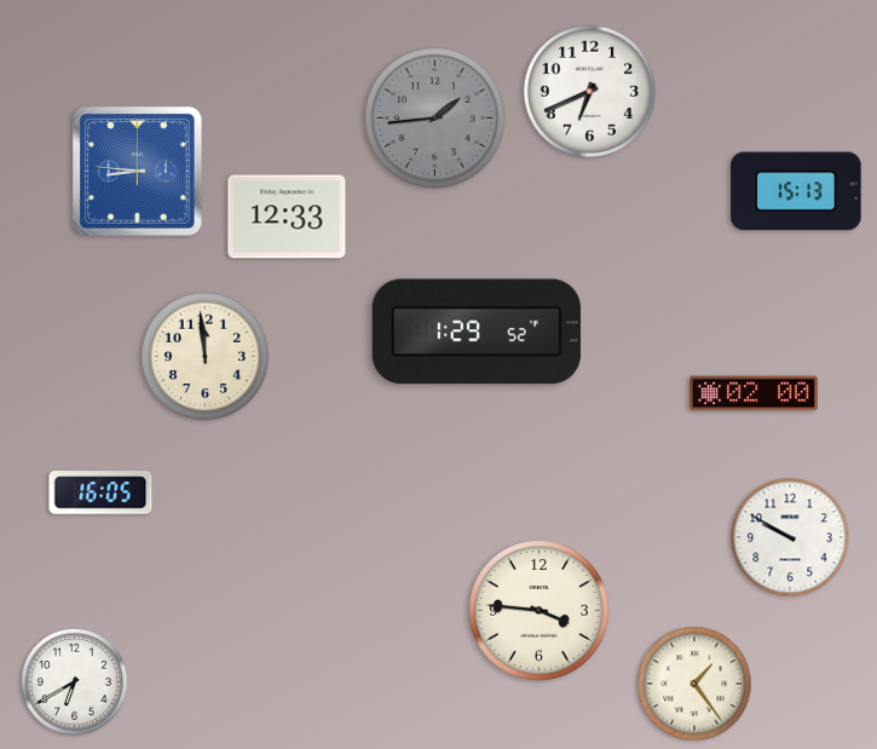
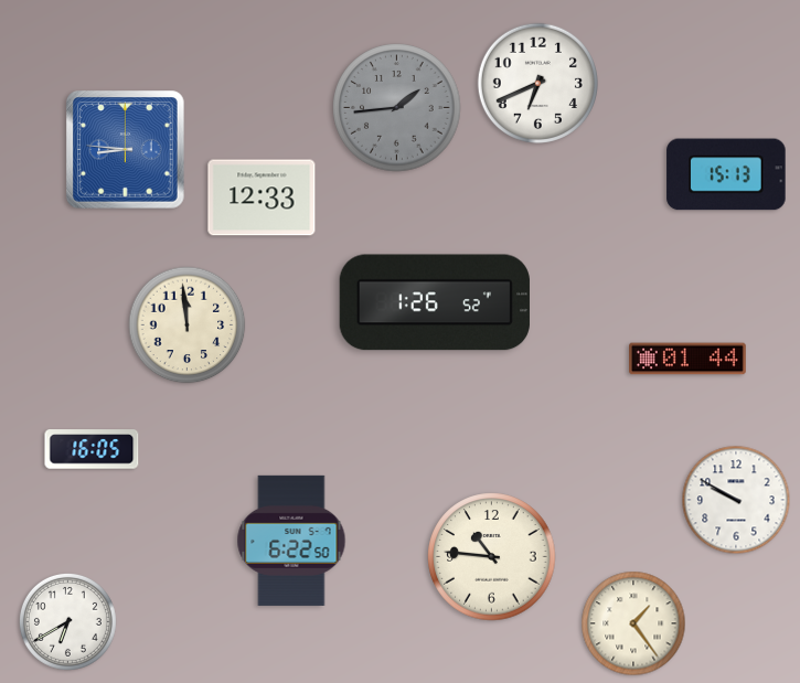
clock at (138, 172) position: (138, 172) -> (126, 150)
clock at (477, 332): 1:29 -> 1:26
clock at (755, 393): 02:00 -> 01:44
clock at (790, 537) position: (790, 537) -> (736, 500)
clock at (291, 541): none -> 6:22
clock at (540, 611): 3:46 -> 10:46
